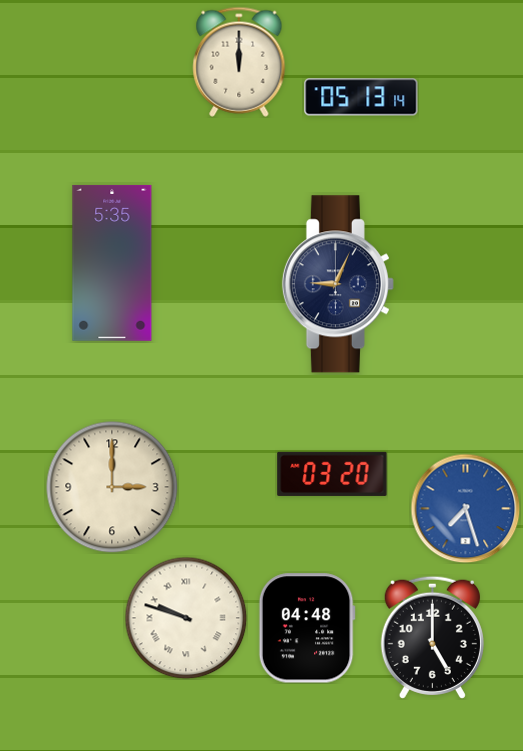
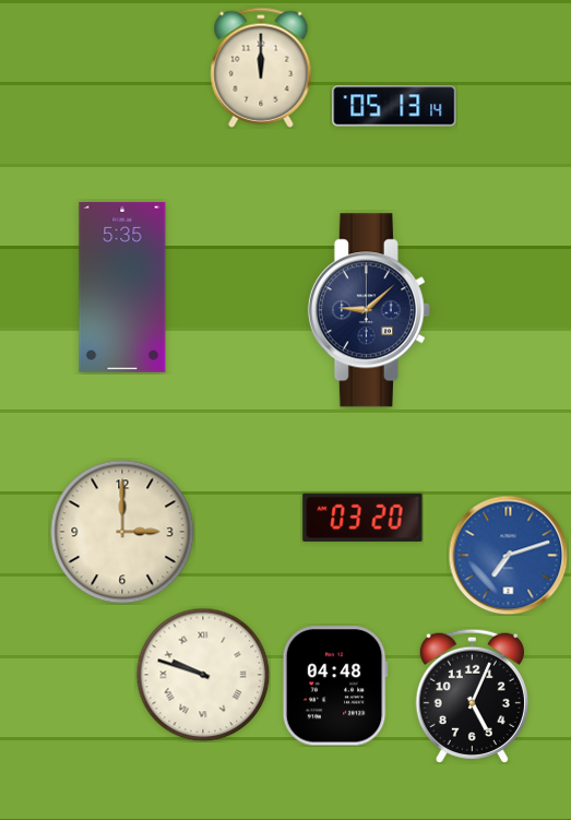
clock at (338, 284): 9:04 -> 9:08
clock at (465, 508): 7:27 -> 7:12
clock at (432, 637): 5:00 -> 5:04
